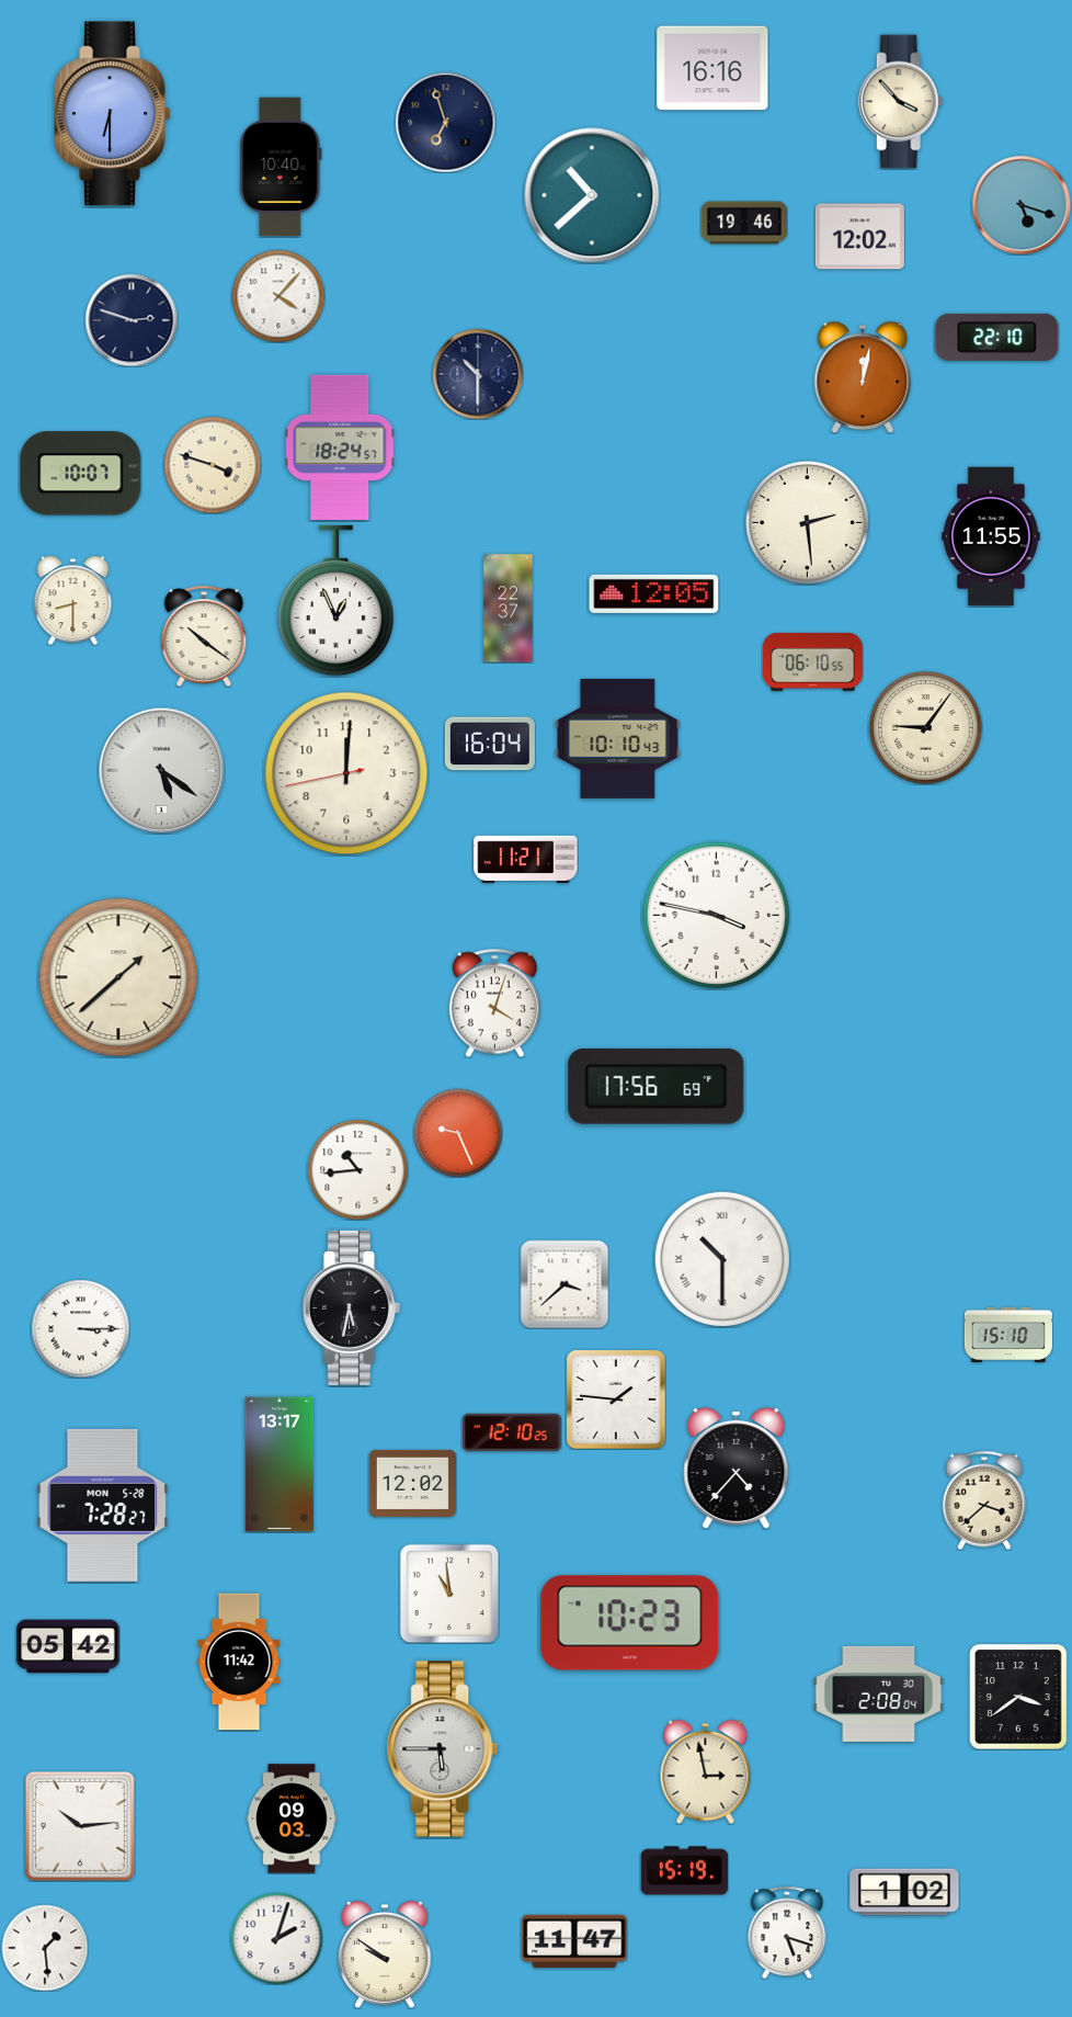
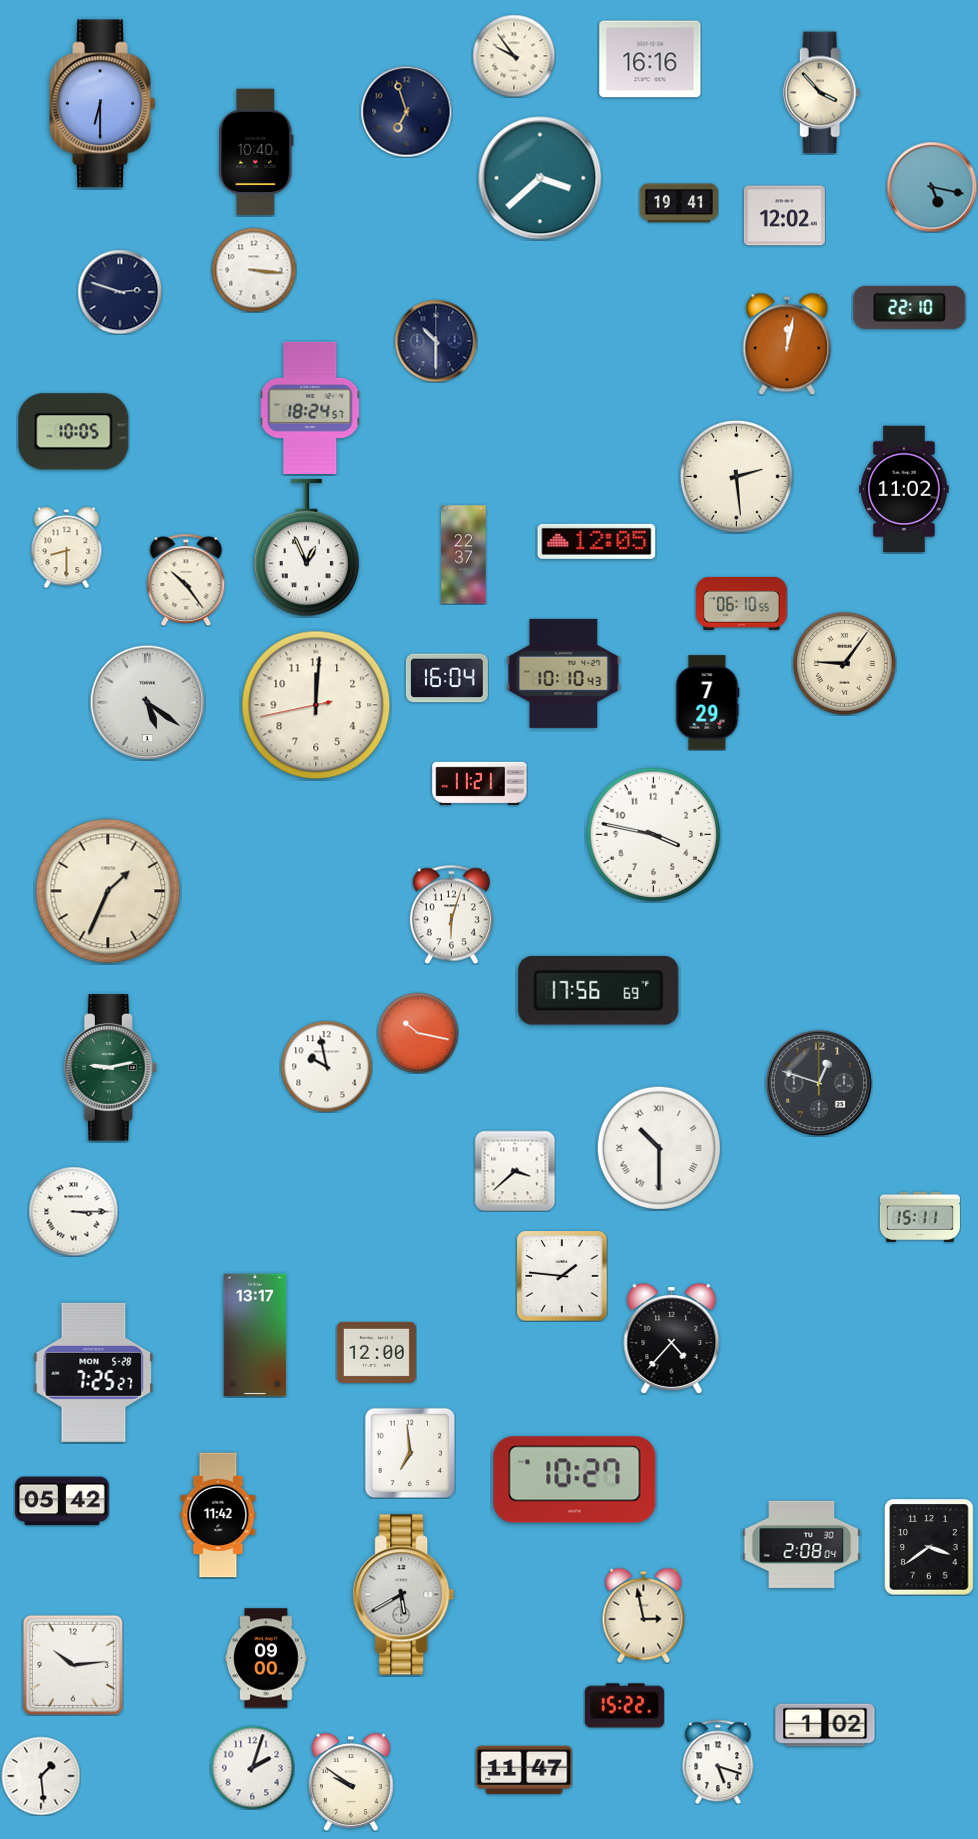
clock at (514, 56): none -> 9:54
clock at (712, 68) position: (712, 68) -> (650, 59)
clock at (592, 195): 10:38 -> 3:38
clock at (1022, 205): 5:18 -> 5:17
clock at (743, 223): 19:46 -> 19:41
clock at (278, 296): 4:07 -> 3:16
clock at (213, 465): 3:48 -> none
clock at (81, 474): 10:07 -> 10:05
clock at (991, 536): 11:55 -> 11:02
clock at (204, 636): 10:21 -> 10:24
clock at (708, 703): none -> 7:29
clock at (118, 977): 1:38 -> 1:34
clock at (494, 1002): 4:03 -> 6:03
clock at (458, 1133): 9:26 -> 10:17
clock at (357, 1169): 10:44 -> 9:58
clock at (110, 1068): none -> 9:13
clock at (819, 1083): none -> 12:48
clock at (352, 1307): 5:32 -> none
clock at (1008, 1335): 15:10 -> 15:11
clock at (512, 1432): 12:10 -> none
clock at (412, 1483): 12:02 -> 12:00
clock at (984, 1500): 3:38 -> none
clock at (103, 1505): 7:28 -> 7:25
clock at (449, 1594): 10:59 -> 6:59
clock at (630, 1623): 10:23 -> 10:27
clock at (443, 1749): 5:45 -> 5:40
clock at (292, 1818): 09:03 -> 09:00
clock at (684, 1871): 15:19 -> 15:22
